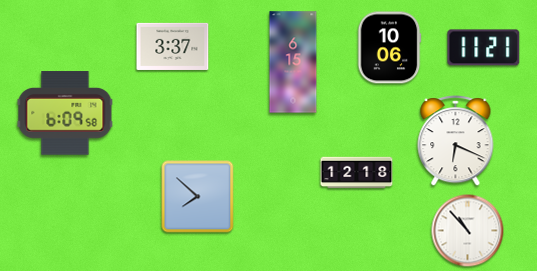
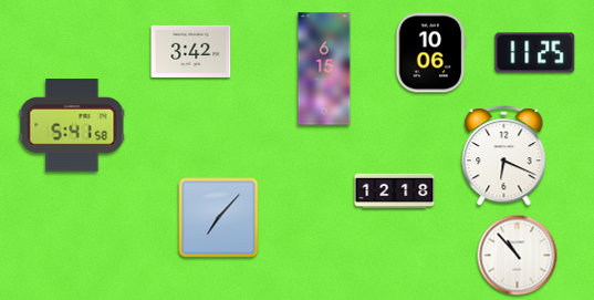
clock at (173, 46): 3:37 -> 3:42
clock at (484, 48): 11:21 -> 11:25
clock at (65, 113): 6:09 -> 5:41
clock at (198, 197): 7:52 -> 7:07
